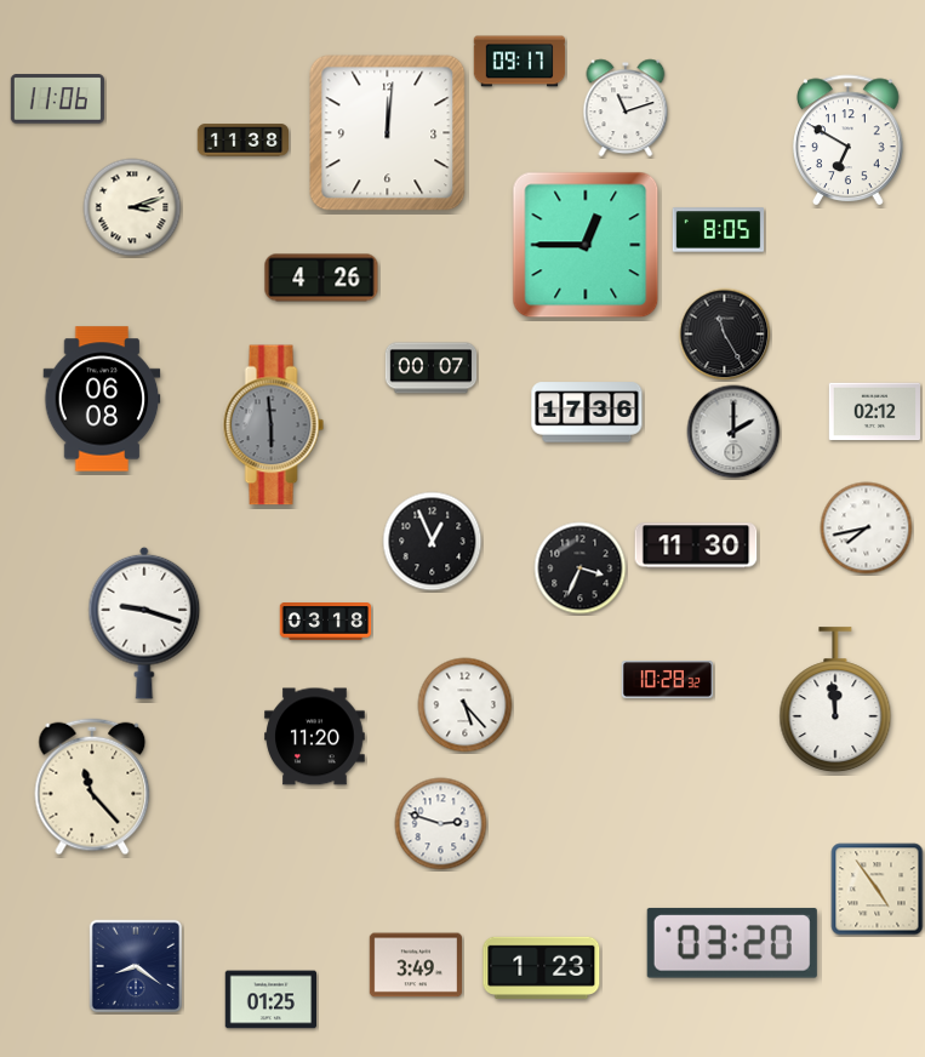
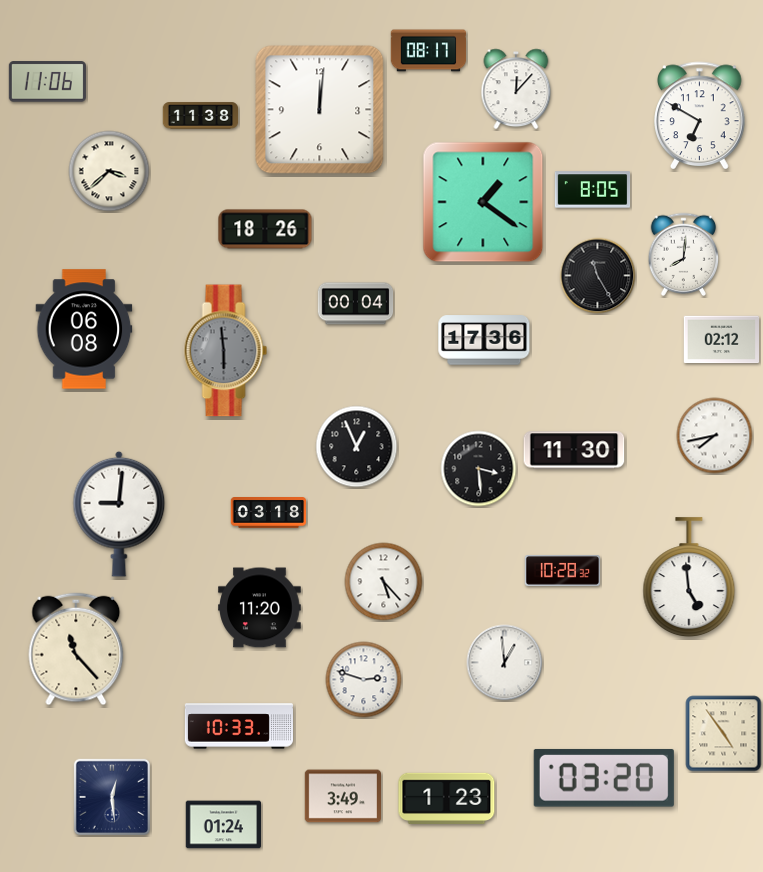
clock at (520, 62): 09:17 -> 08:17
clock at (626, 108): 11:12 -> 12:07
clock at (132, 207): 3:12 -> 3:38
clock at (586, 245): 12:45 -> 1:21
clock at (321, 278): 4:26 -> 18:26
clock at (684, 254): none -> 8:01
clock at (432, 368): 00:07 -> 00:04
clock at (733, 432): 2:00 -> none
clock at (581, 569): 3:34 -> 3:29
clock at (144, 623): 9:18 -> 9:01
clock at (668, 680) position: (668, 680) -> (563, 571)
clock at (835, 701): 11:59 -> 4:59
clock at (505, 663): none -> 12:59
clock at (238, 726): none -> 10:33
clock at (135, 965): 8:21 -> 12:29
clock at (272, 1000): 01:25 -> 01:24
